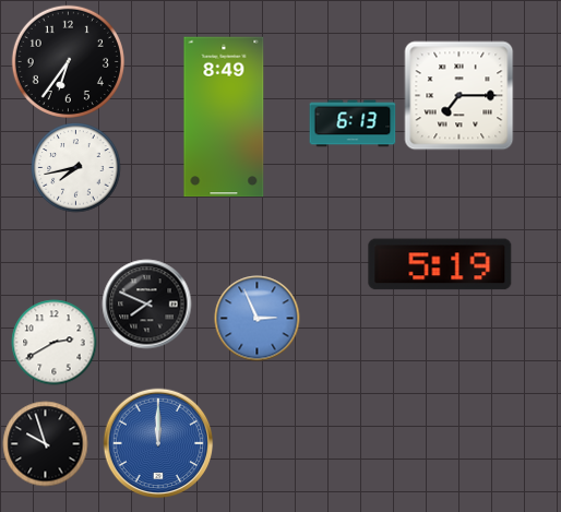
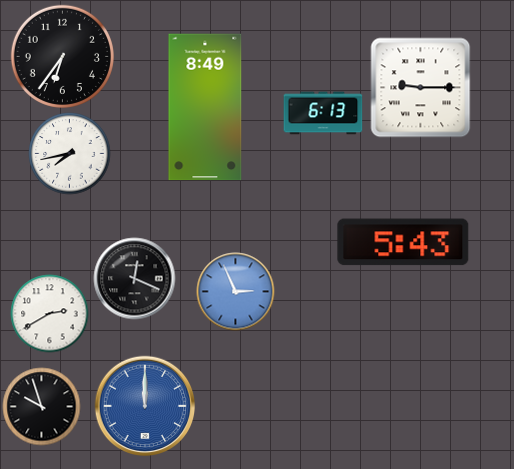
clock at (458, 95): 7:15 -> 9:15
clock at (440, 264): 5:19 -> 5:43
clock at (146, 303): 7:49 -> 12:19
